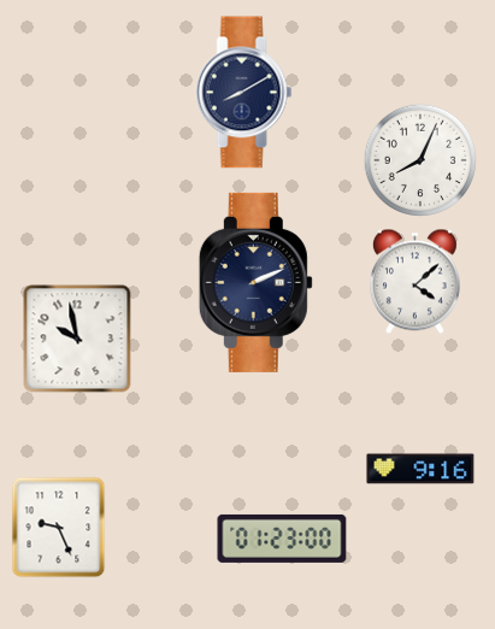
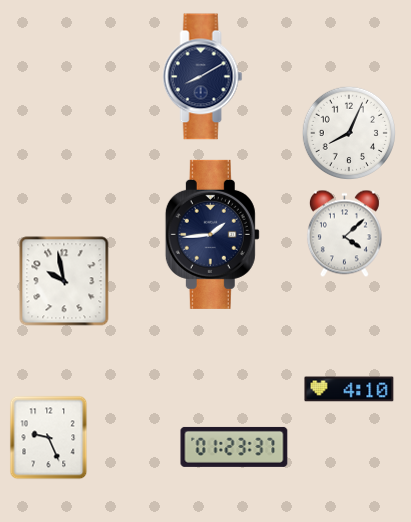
clock at (255, 282): 2:11 -> 1:44
clock at (420, 469): 9:16 -> 4:10
clock at (282, 539): 01:23:00 -> 01:23:37
